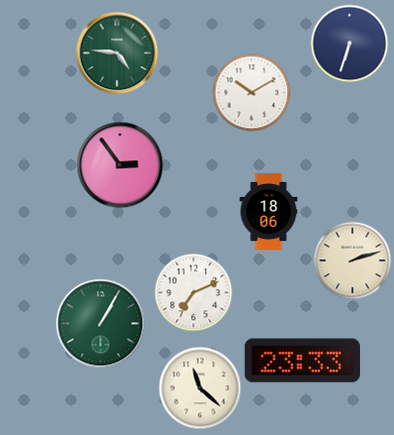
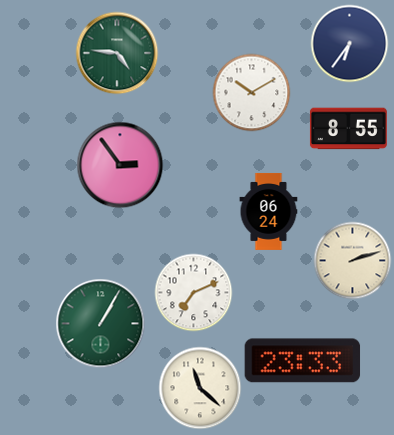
clock at (349, 43): 6:33 -> 6:36
clock at (348, 129): none -> 8:55
clock at (269, 211): 18:06 -> 06:24
